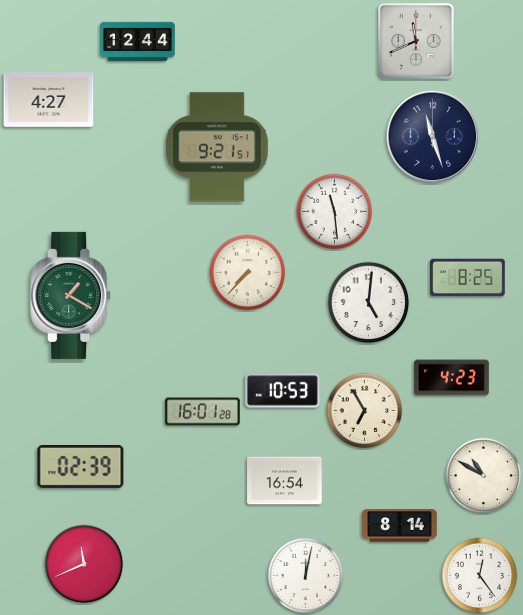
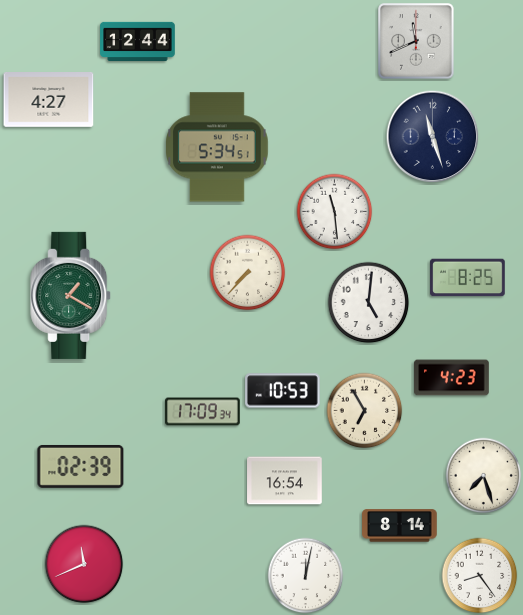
clock at (217, 147): 9:21 -> 5:34
clock at (203, 412): 16:01 -> 17:09
clock at (484, 476): 10:50 -> 7:27
clock at (480, 576): 12:24 -> 8:24
